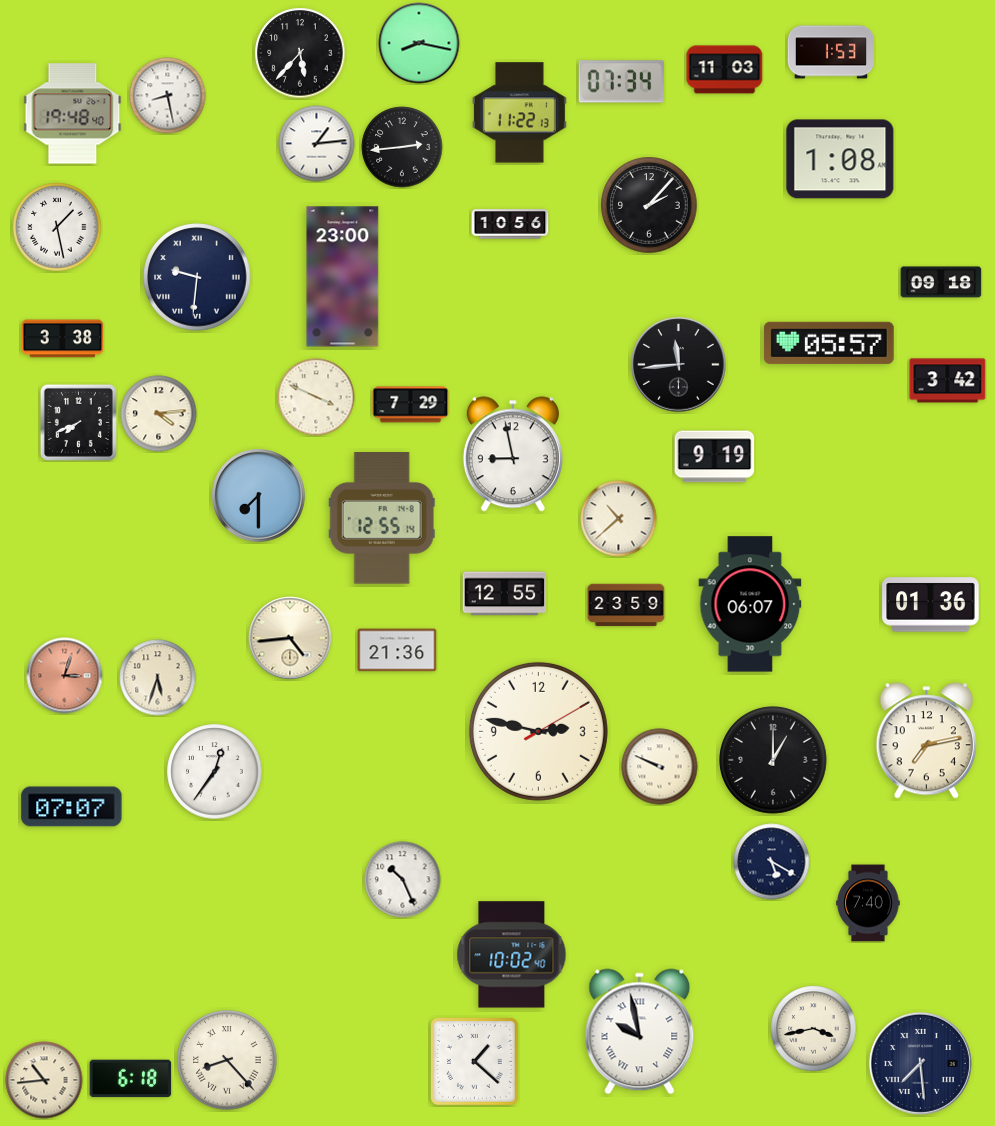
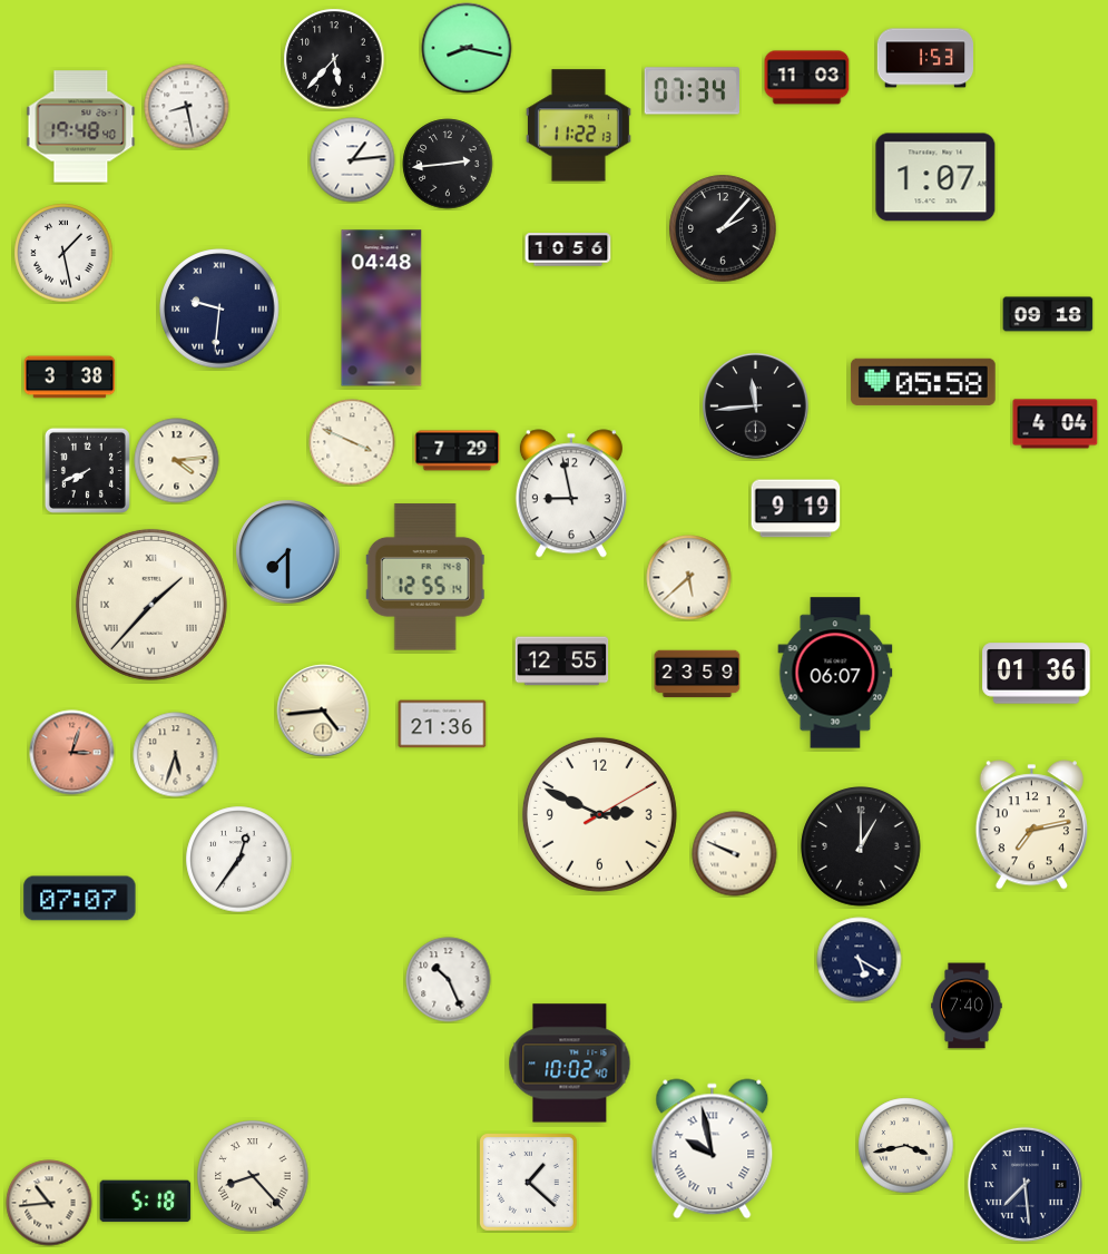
clock at (840, 159): 1:08 -> 1:07
clock at (343, 277): 23:00 -> 04:48
clock at (829, 343): 05:57 -> 05:58
clock at (948, 381): 3:42 -> 4:04
clock at (513, 454) position: (513, 454) -> (571, 493)
clock at (619, 519): 10:38 -> 5:38
clock at (151, 605): none -> 1:37
clock at (538, 731): 2:47 -> 2:49
clock at (227, 1060) position: (227, 1060) -> (253, 1176)
clock at (131, 1079): 6:18 -> 5:18
